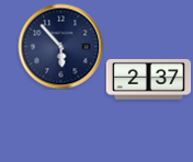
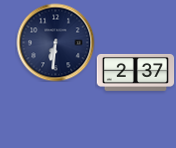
clock at (60, 46): 5:53 -> 6:31
